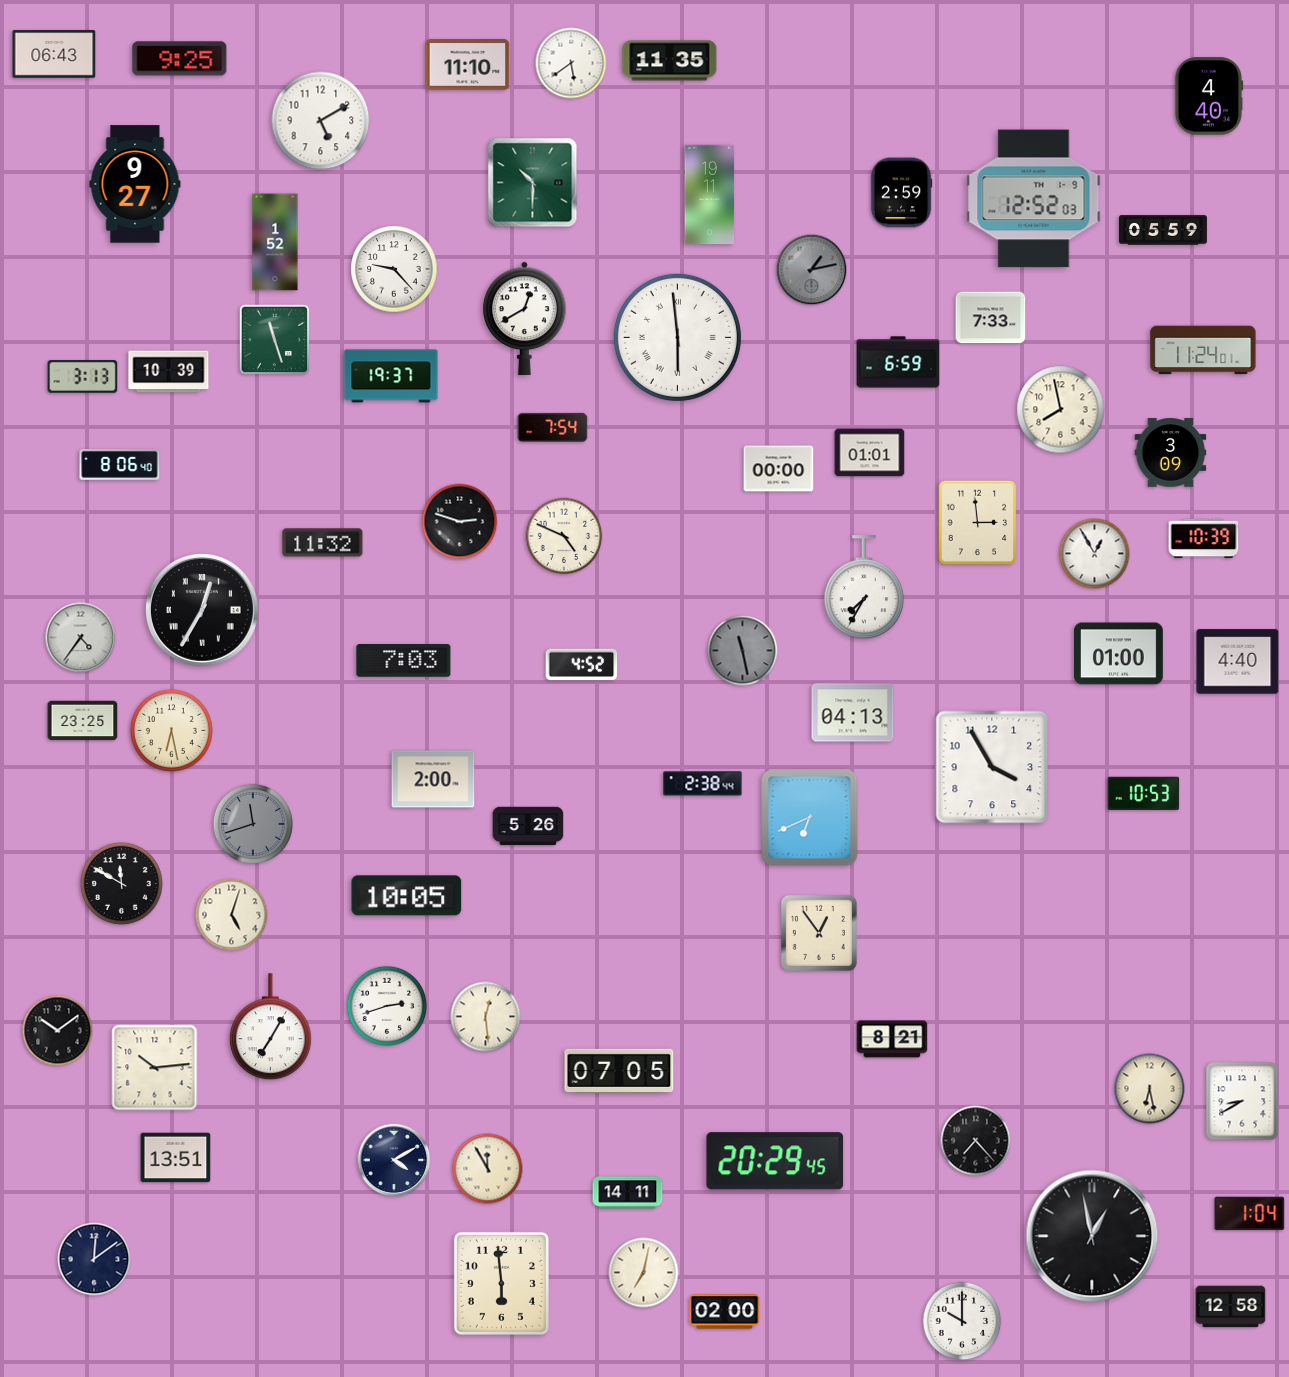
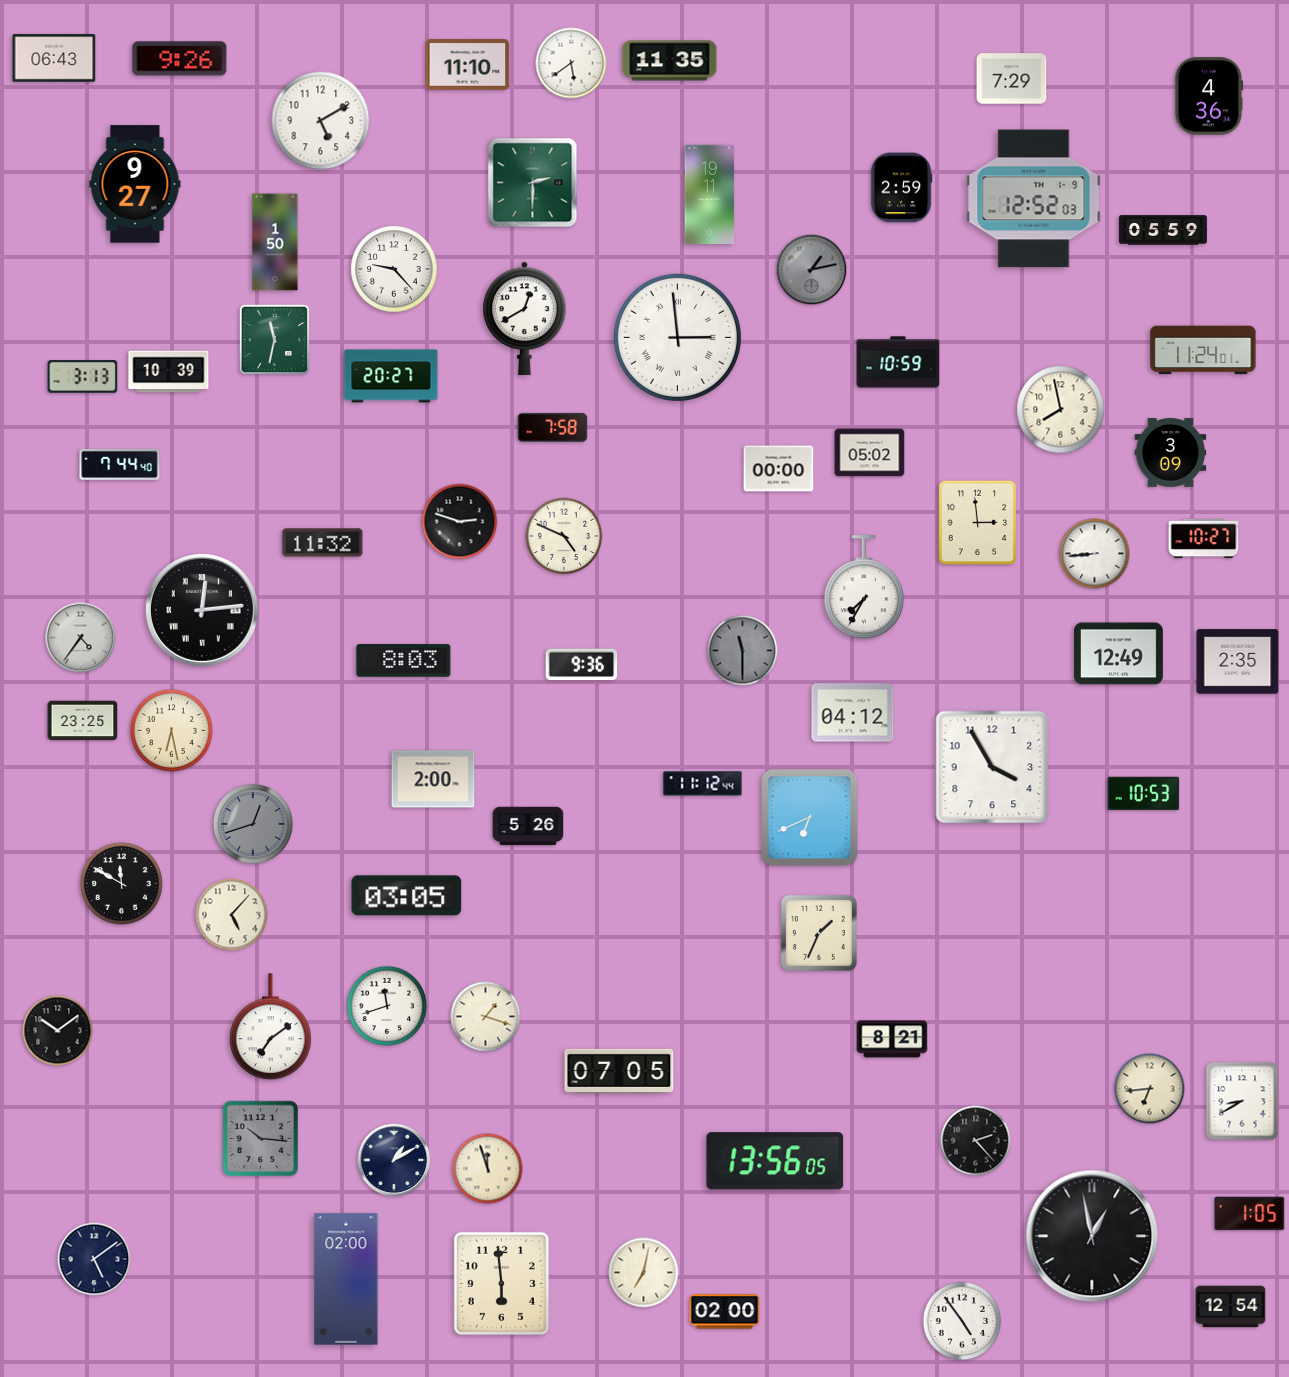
clock at (54, 54) position: (54, 54) -> (54, 58)
clock at (180, 59): 9:25 -> 9:26
clock at (1012, 79): none -> 7:29
clock at (1209, 96): 4:40 -> 4:36
clock at (533, 183): 10:30 -> 2:30
clock at (901, 193) position: (901, 193) -> (901, 188)
clock at (275, 242): 1:52 -> 1:50
clock at (991, 318): 7:33 -> none
clock at (677, 337): 5:59 -> 2:59
clock at (275, 340): 11:27 -> 11:32
clock at (898, 362): 6:59 -> 10:59
clock at (391, 376): 19:37 -> 20:27
clock at (553, 427): 7:54 -> 7:58
clock at (870, 453): 01:01 -> 05:02
clock at (120, 465): 8:06 -> 7:44
clock at (1204, 539): 10:39 -> 10:27
clock at (1095, 554): 12:55 -> 8:44
clock at (202, 610): 12:35 -> 12:14
clock at (743, 651): 11:28 -> 11:30
clock at (1119, 654): 01:00 -> 12:49
clock at (404, 661): 7:03 -> 8:03
clock at (1238, 662): 4:40 -> 2:35
clock at (582, 665): 4:52 -> 9:36
clock at (853, 713): 04:13 -> 04:12
clock at (703, 784): 2:38 -> 11:12
clock at (252, 823): 11:42 -> 12:42
clock at (407, 896): 10:05 -> 03:05
clock at (232, 915): 5:03 -> 5:07
clock at (819, 933): 12:54 -> 1:34
clock at (386, 1005): 2:42 -> 11:42
clock at (486, 1017): 12:29 -> 1:18
clock at (270, 1027): 7:05 -> 7:09
clock at (155, 1068): 10:14 -> none
clock at (1150, 1089): 6:28 -> 6:44
clock at (261, 1139): none -> 10:16
clock at (976, 1141): 7:23 -> 2:23
clock at (176, 1158): 13:51 -> none
clock at (394, 1160): 4:10 -> 1:10
clock at (775, 1161): 20:29 -> 13:56
clock at (488, 1169): 11:55 -> 11:57
clock at (628, 1193): 14:11 -> none
clock at (1250, 1214): 1:04 -> 1:05
clock at (94, 1259): 12:09 -> 5:09
clock at (346, 1279): none -> 02:00
clock at (1231, 1307): 12:58 -> 12:54
clock at (962, 1321): 10:00 -> 4:54
